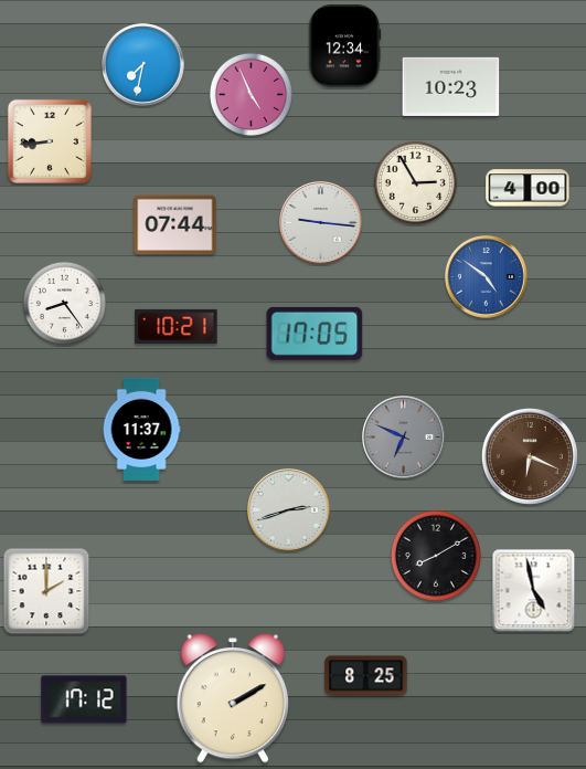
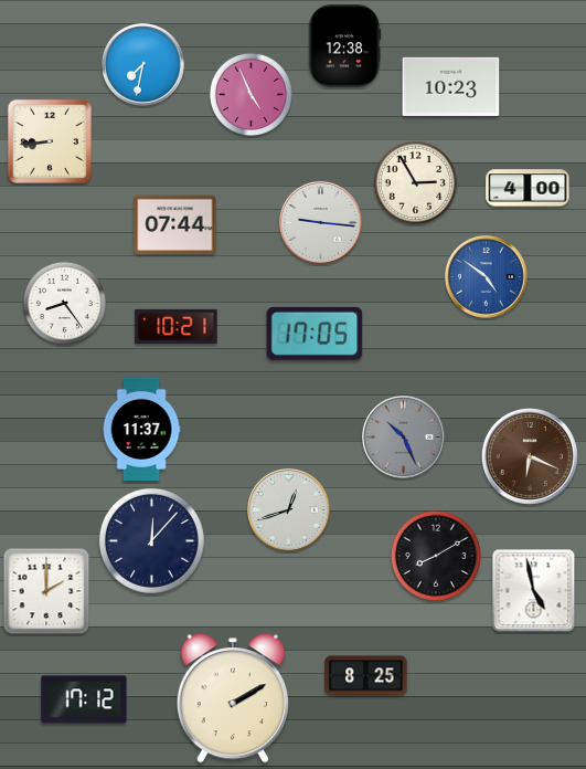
clock at (344, 46): 12:34 -> 12:38
clock at (404, 438): 6:49 -> 10:26
clock at (289, 510): 2:42 -> 12:42
clock at (151, 540): none -> 12:07
